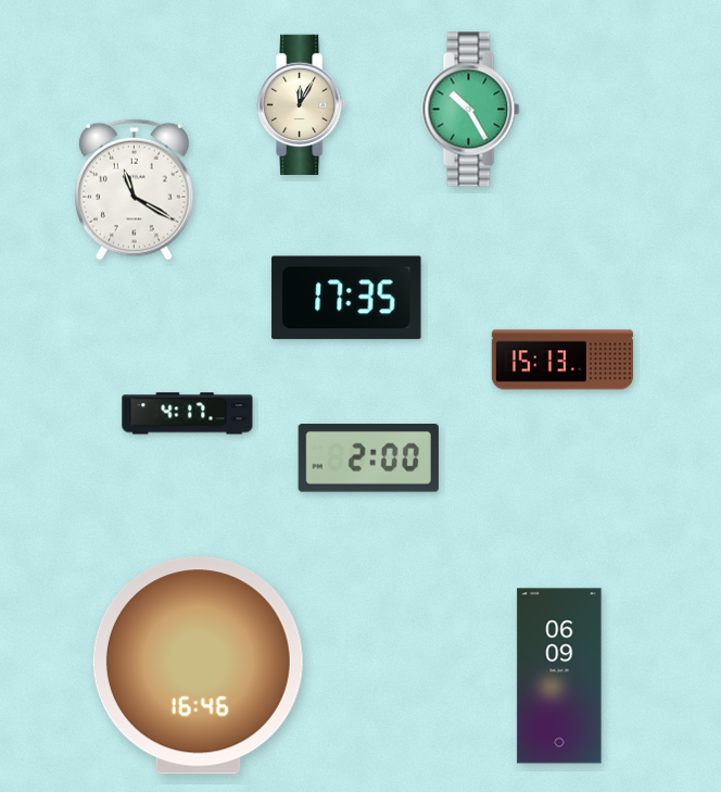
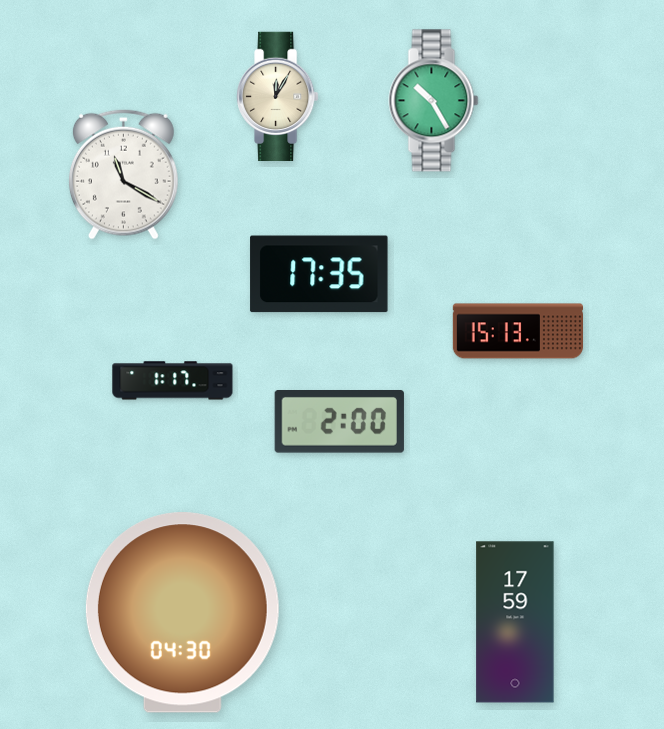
clock at (188, 414): 4:17 -> 1:17
clock at (198, 666): 16:46 -> 04:30
clock at (559, 676): 06:09 -> 17:59
